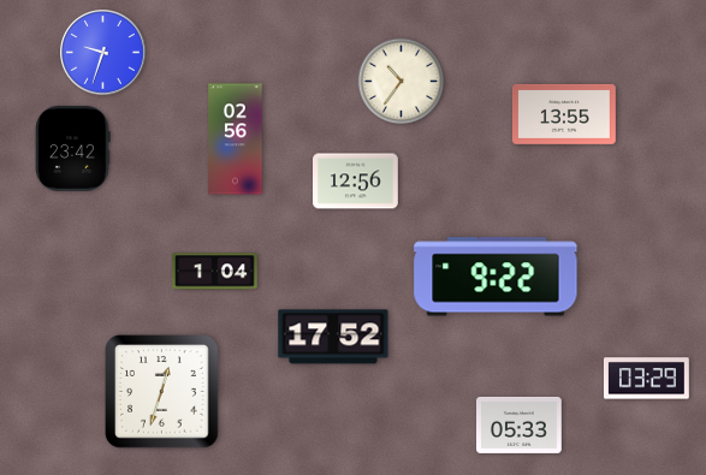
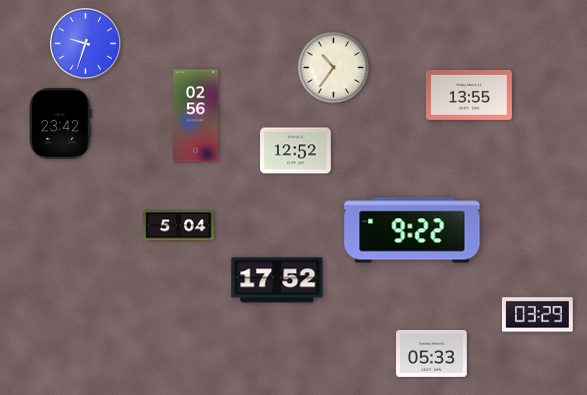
clock at (356, 182): 12:56 -> 12:52
clock at (215, 272): 1:04 -> 5:04
clock at (162, 392): 12:33 -> none
